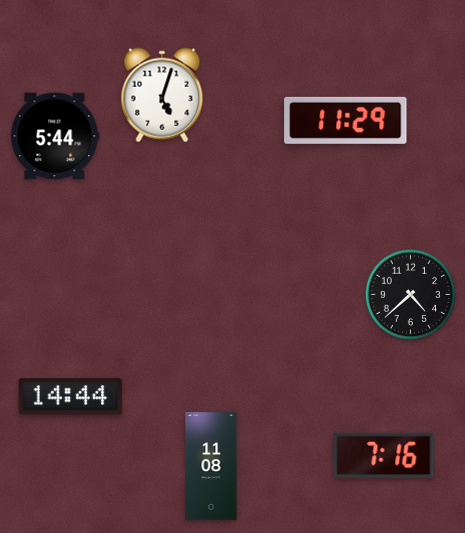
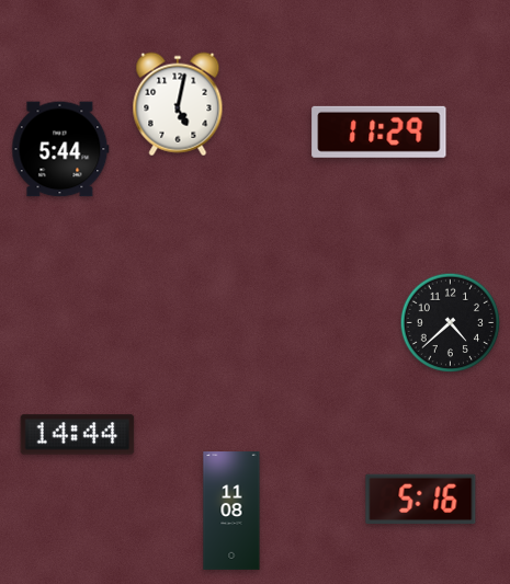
clock at (162, 95): 5:03 -> 5:02
clock at (384, 455): 7:16 -> 5:16
